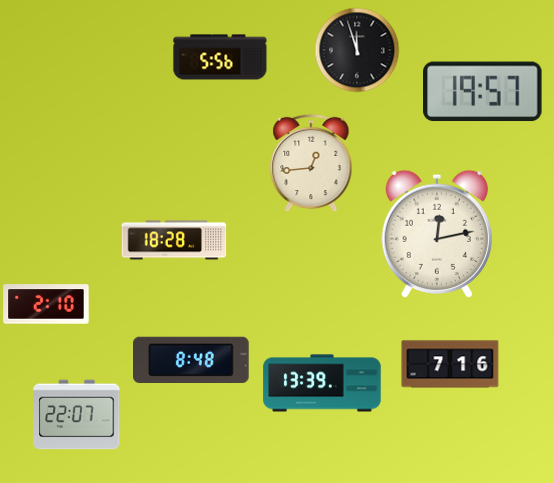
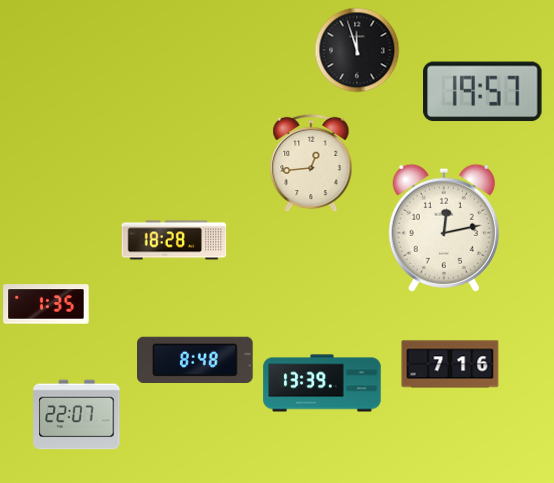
clock at (220, 57): 5:56 -> none
clock at (437, 234) position: (437, 234) -> (444, 228)
clock at (46, 304): 2:10 -> 1:35
clock at (192, 359) position: (192, 359) -> (196, 359)
